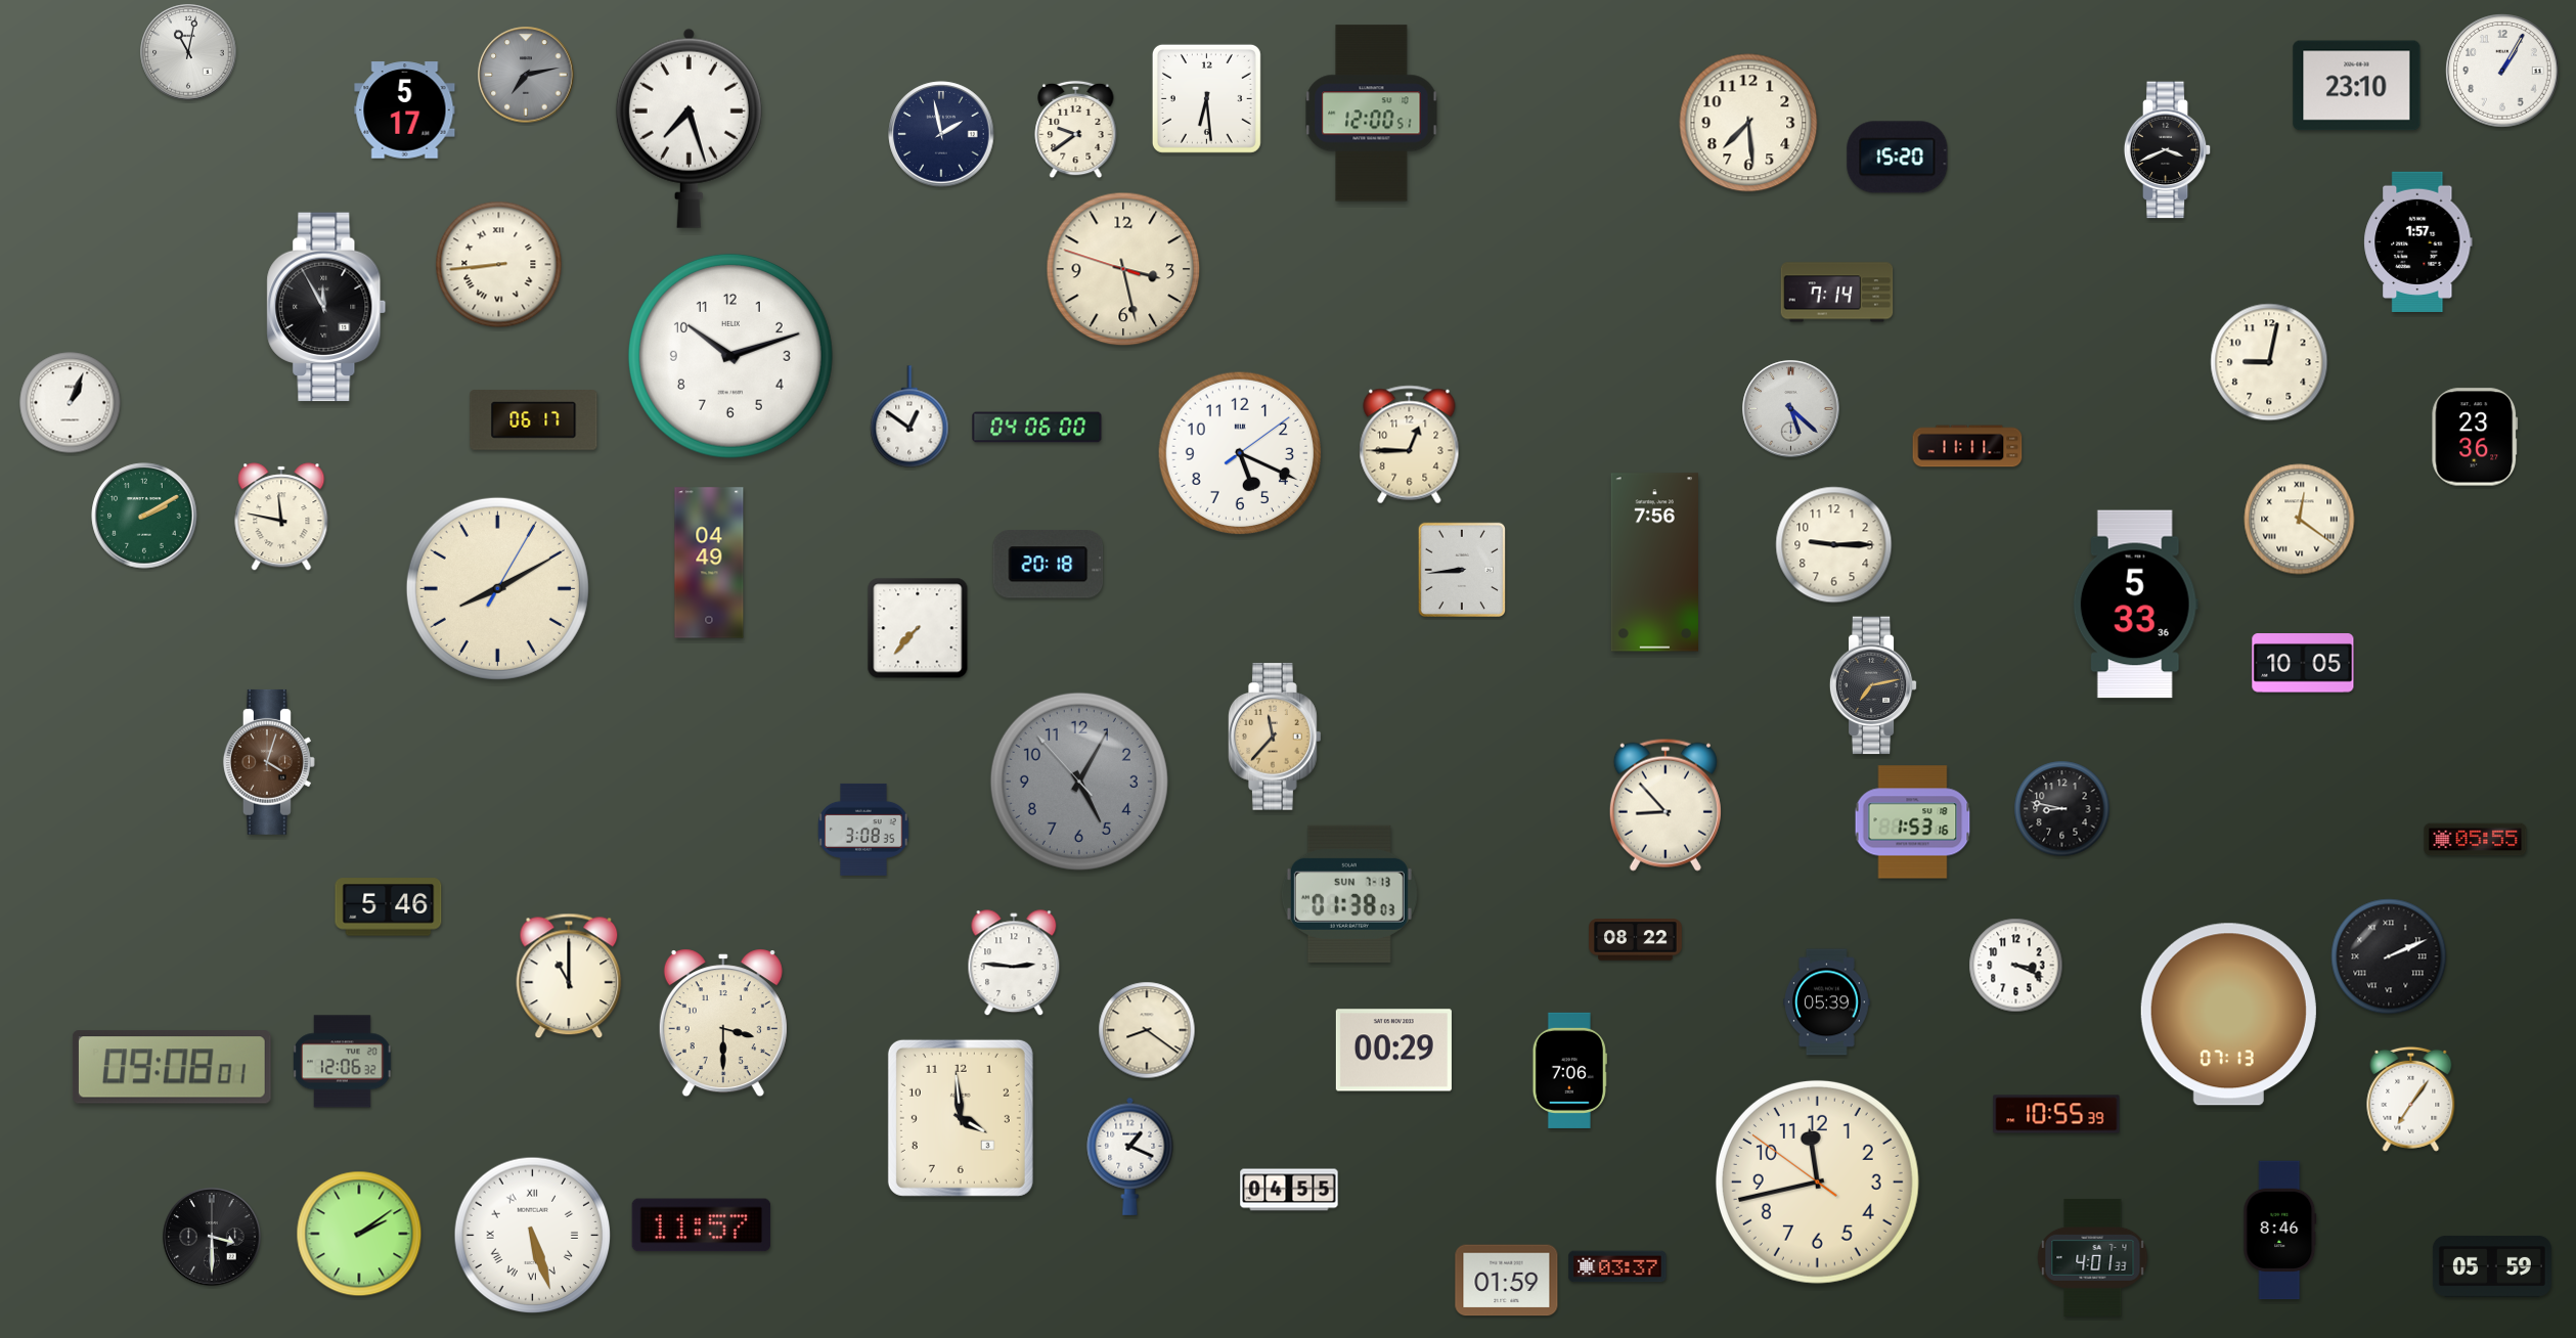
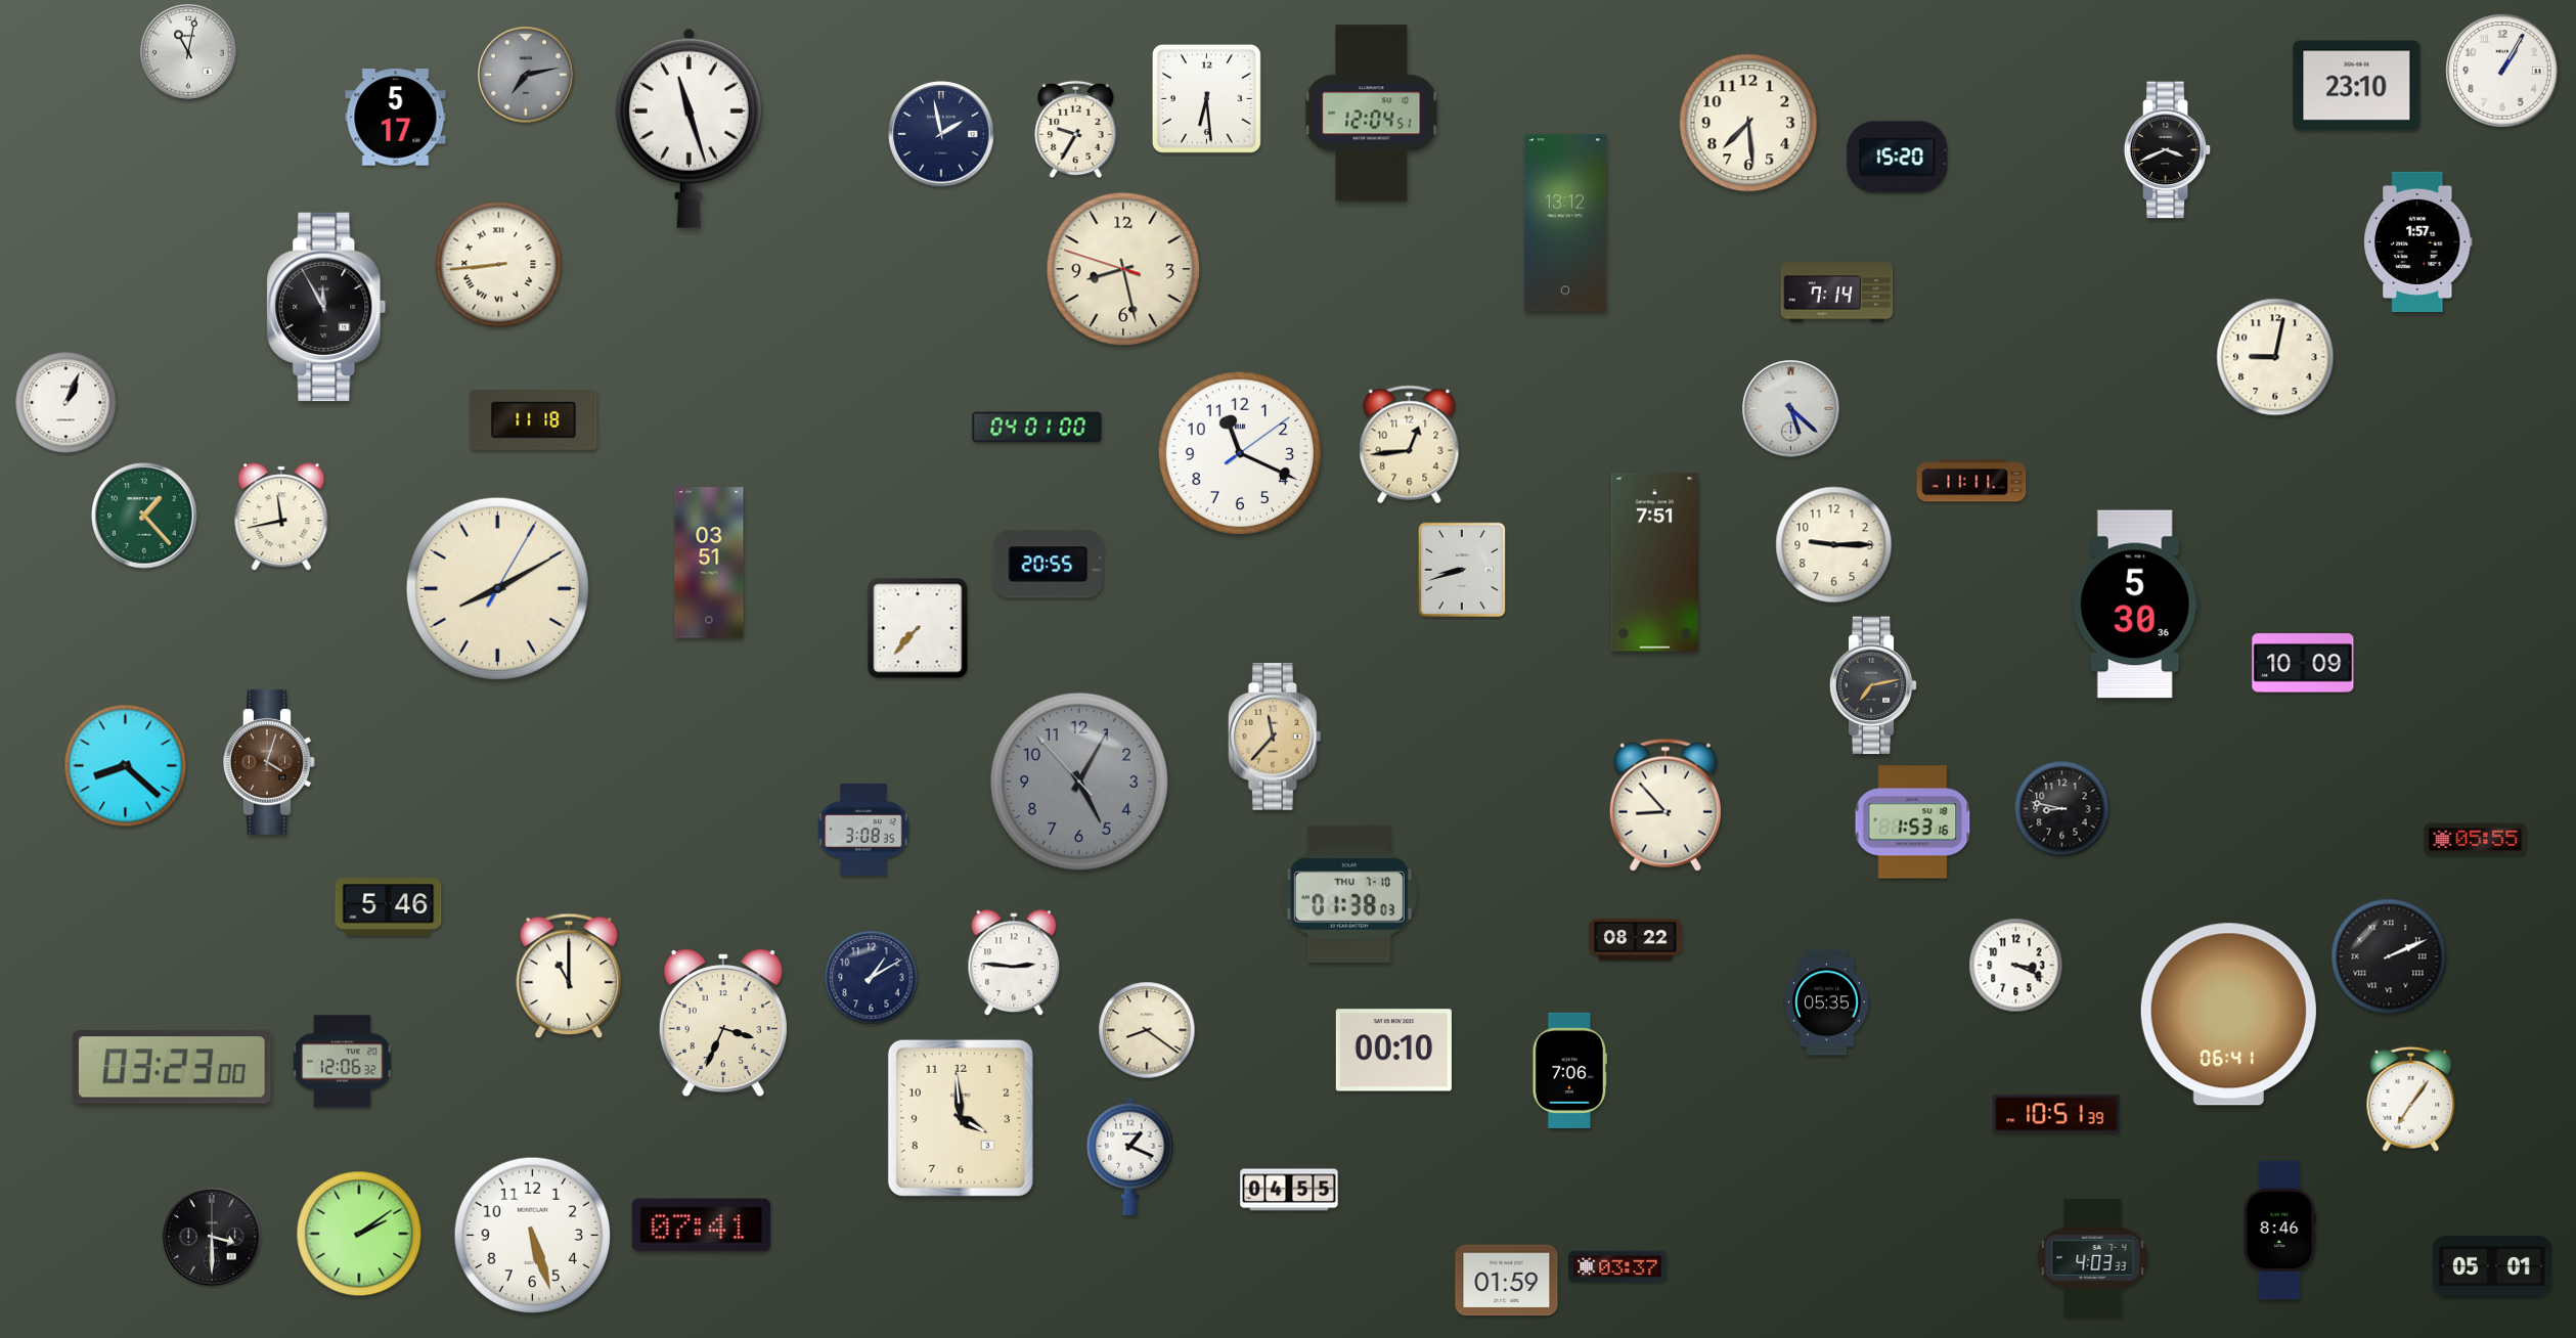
clock at (405, 110) position: (405, 110) -> (396, 118)
clock at (1372, 114): 12:00 -> 12:04
clock at (689, 128): 7:27 -> 11:27
clock at (1076, 130): 9:39 -> 9:35
clock at (1565, 223): none -> 13:12
clock at (1123, 269): 3:27 -> 8:27
clock at (730, 356): 10:12 -> none
clock at (2269, 362) position: (2269, 362) -> (2275, 357)
clock at (71, 403) position: (71, 403) -> (66, 403)
clock at (909, 416): 12:51 -> none
clock at (534, 420): 06:17 -> 11:18
clock at (1037, 428): 04:06 -> 04:01
clock at (2475, 437): 23:36 -> none
clock at (1410, 445): 12:45 -> 12:44
clock at (1967, 446) position: (1967, 446) -> (1971, 481)
clock at (1240, 453): 5:19 -> 11:19
clock at (144, 516): 2:10 -> 1:23
clock at (281, 517): 11:47 -> 11:43
clock at (2300, 520): 12:21 -> none
clock at (709, 563): 04:49 -> 03:51
clock at (1654, 563): 7:56 -> 7:51
clock at (1049, 565): 20:18 -> 20:55
clock at (1461, 569): 8:44 -> 8:42
clock at (2135, 605): 5:33 -> 5:30
clock at (2303, 663): 10:05 -> 10:09
clock at (126, 766): none -> 8:22
clock at (1349, 894) date: SUN 7-13 -> THU 7-10
clock at (872, 978): none -> 1:10
clock at (1827, 1002): 05:39 -> 05:35
clock at (2228, 1015): 07:13 -> 06:41
clock at (723, 1023): 3:30 -> 3:34
clock at (1393, 1051): 00:29 -> 00:10
clock at (172, 1067): 09:08 -> 03:23
clock at (2056, 1114): 10:55 -> 10:51
clock at (1817, 1181): 11:42 -> none
clock at (702, 1225): 11:57 -> 07:41
clock at (533, 1236) numerals: Roman -> Arabic
clock at (2093, 1257): 4:01 -> 4:03
clock at (2492, 1267): 05:59 -> 05:01
